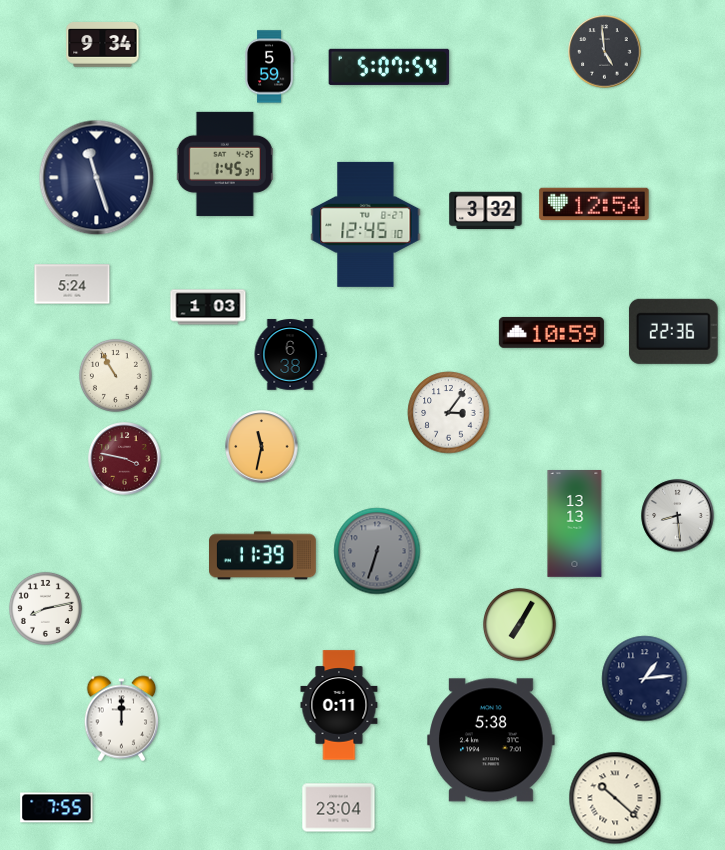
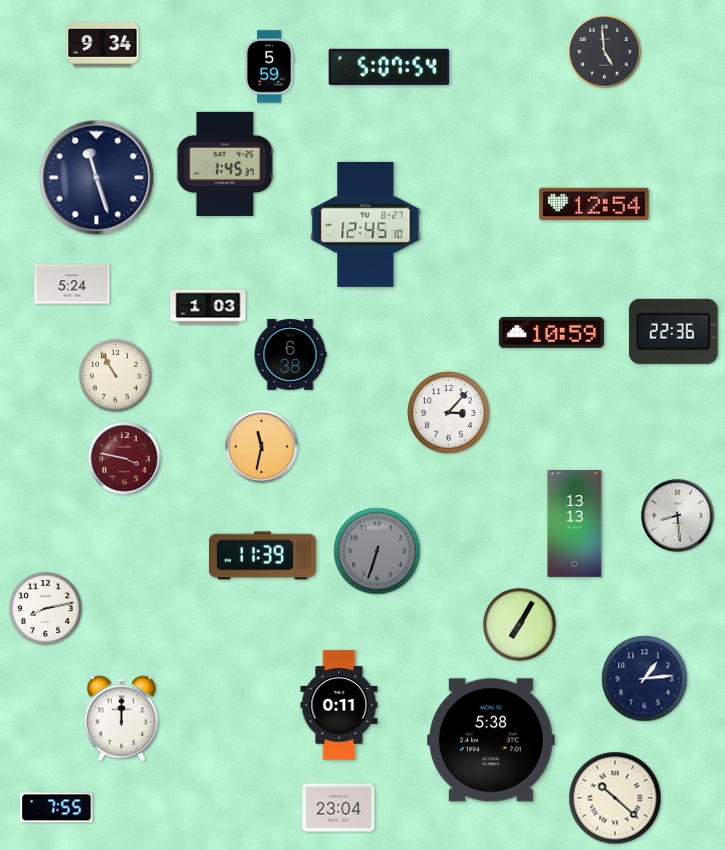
clock at (486, 211): 3:32 -> none
clock at (449, 413): 3:06 -> 3:07
